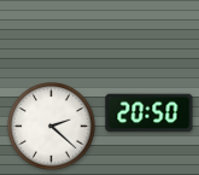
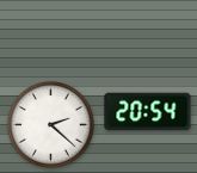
clock at (150, 113): 20:50 -> 20:54
